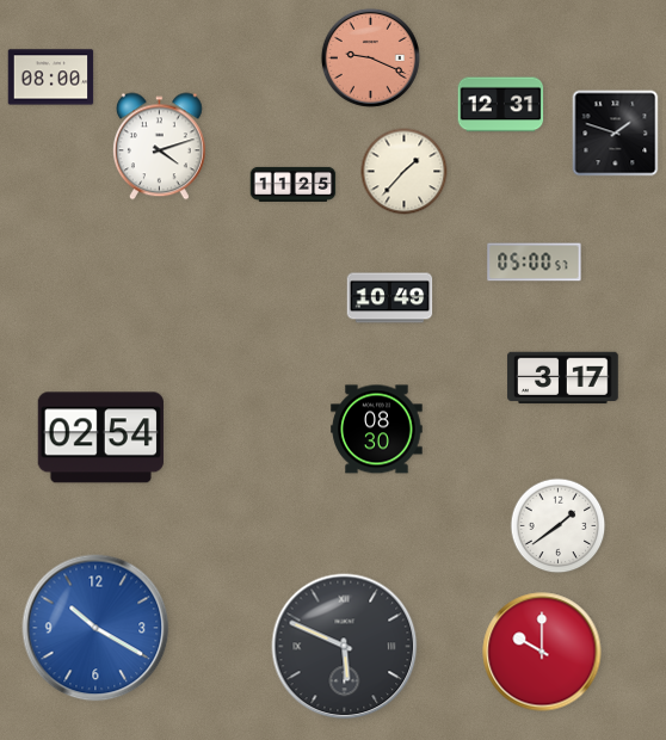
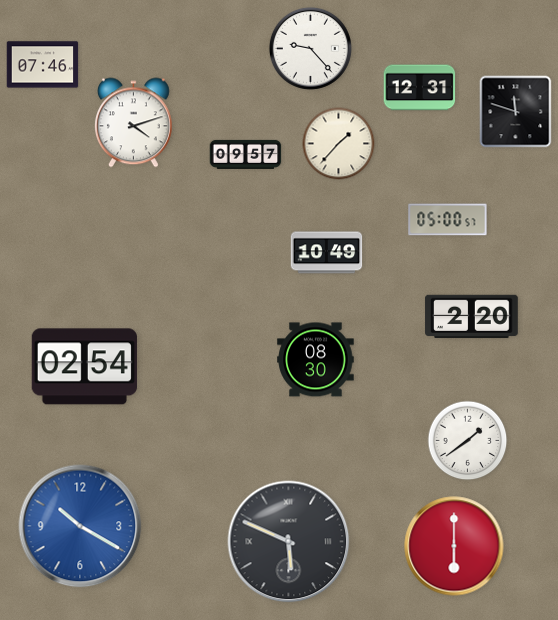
clock at (370, 57): 9:19 -> 9:23
clock at (370, 57) dial: salmon -> white
clock at (51, 78): 08:00 -> 07:46
clock at (616, 134): 1:48 -> 11:48
clock at (294, 184): 11:25 -> 09:57
clock at (390, 298) position: (390, 298) -> (327, 253)
clock at (563, 378): 3:17 -> 2:20
clock at (542, 652): 10:00 -> 6:00
